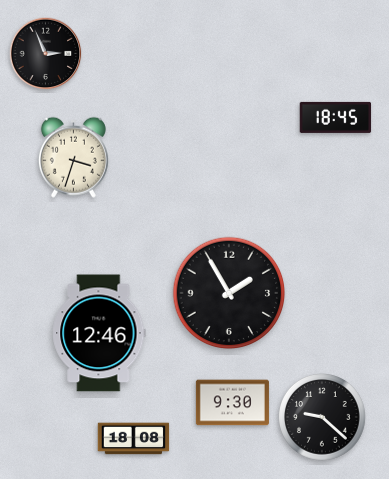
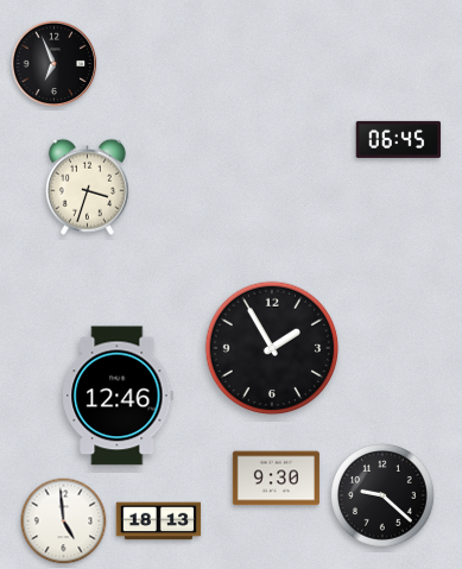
clock at (46, 54): 2:56 -> 6:56
clock at (336, 117): 18:45 -> 06:45
clock at (64, 521): none -> 4:59
clock at (134, 439): 18:08 -> 18:13
